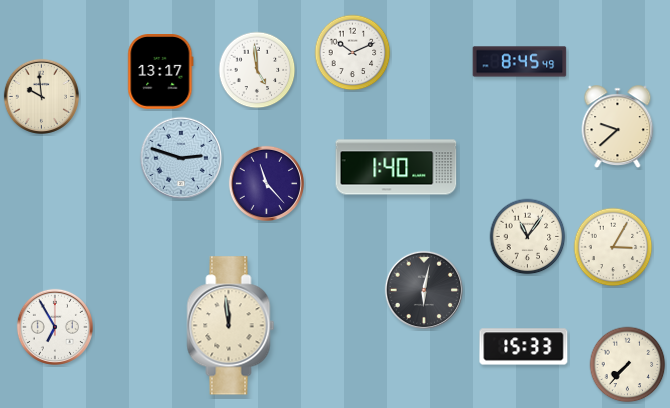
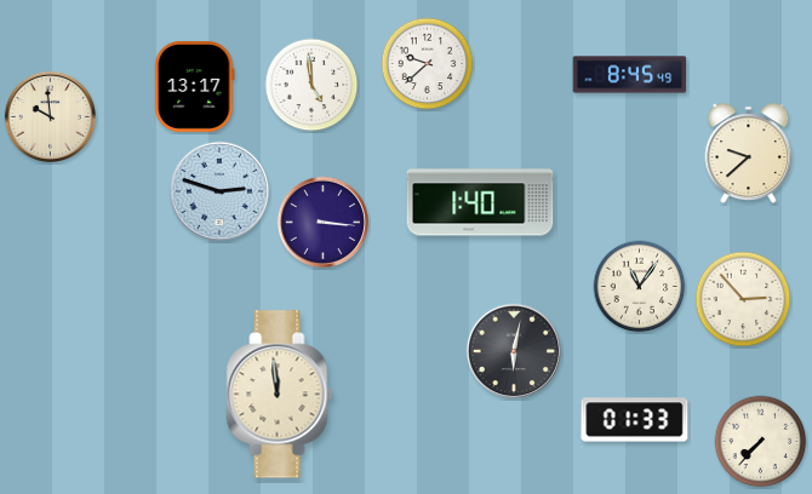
clock at (353, 53): 10:11 -> 9:38
clock at (266, 183): 11:23 -> 3:16
clock at (613, 247): 3:05 -> 2:53
clock at (54, 326): 6:55 -> none
clock at (524, 347): 15:33 -> 01:33
